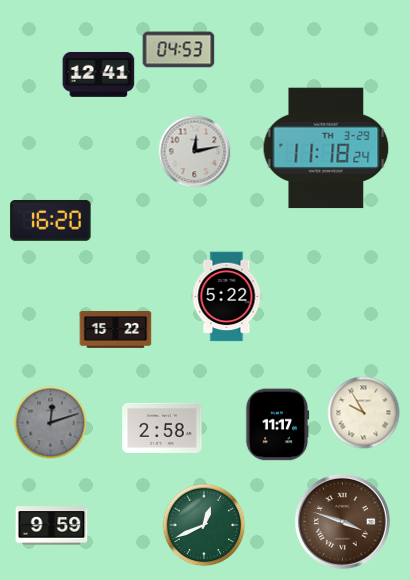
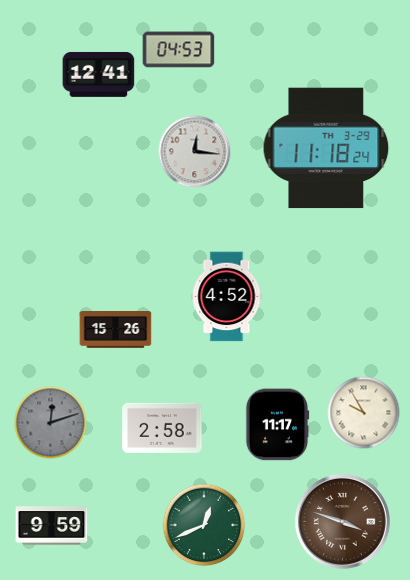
clock at (195, 152): 12:13 -> 12:16
clock at (51, 220): 16:20 -> none
clock at (227, 297): 5:22 -> 4:52
clock at (116, 330): 15:22 -> 15:26
